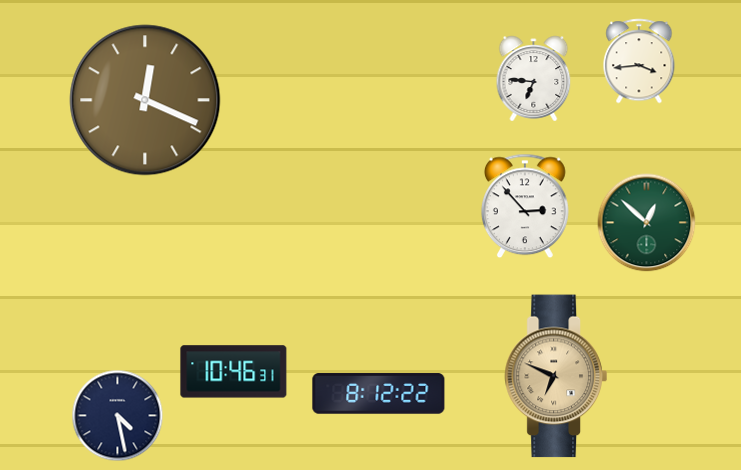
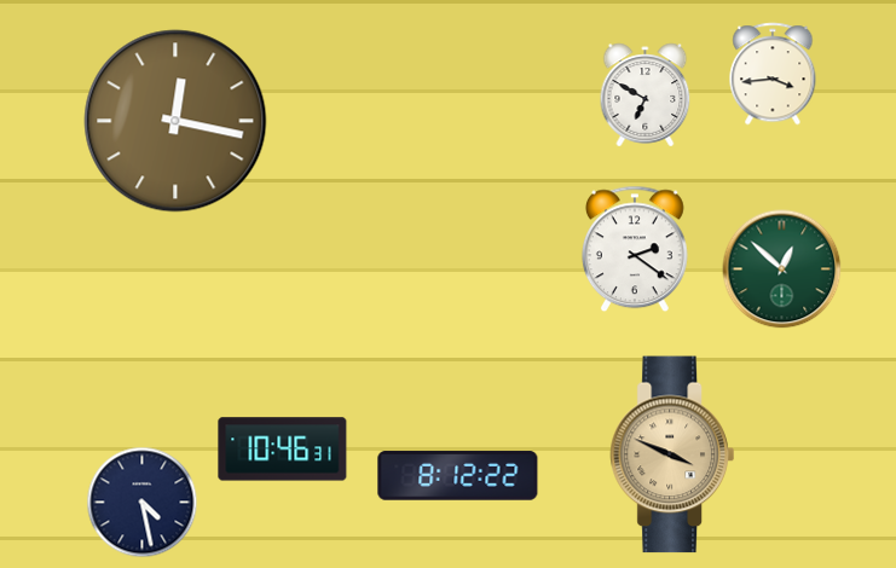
clock at (534, 79): 6:46 -> 6:50
clock at (145, 100): 12:19 -> 12:17
clock at (525, 206): 2:53 -> 2:21
clock at (556, 376): 6:49 -> 3:49
